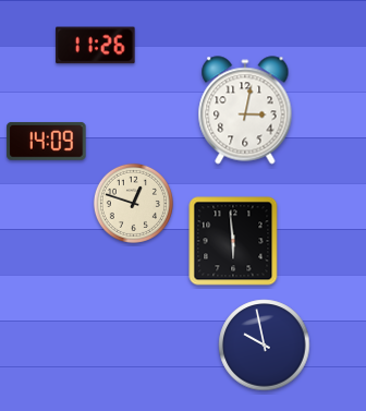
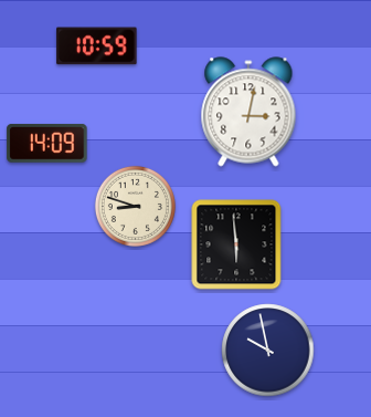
clock at (96, 46): 11:26 -> 10:59
clock at (133, 203): 12:48 -> 8:48
